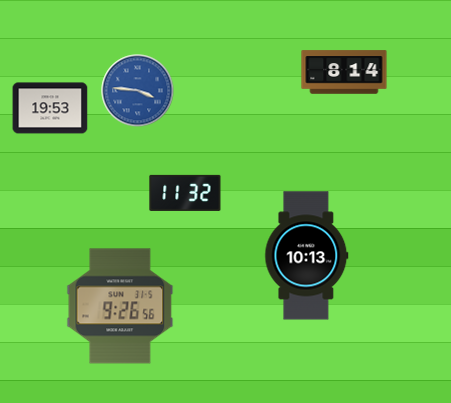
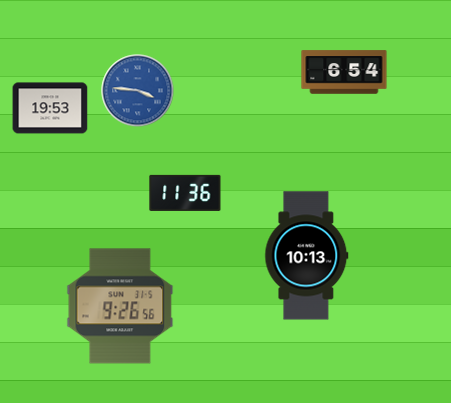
clock at (344, 72): 8:14 -> 6:54
clock at (185, 193): 11:32 -> 11:36
